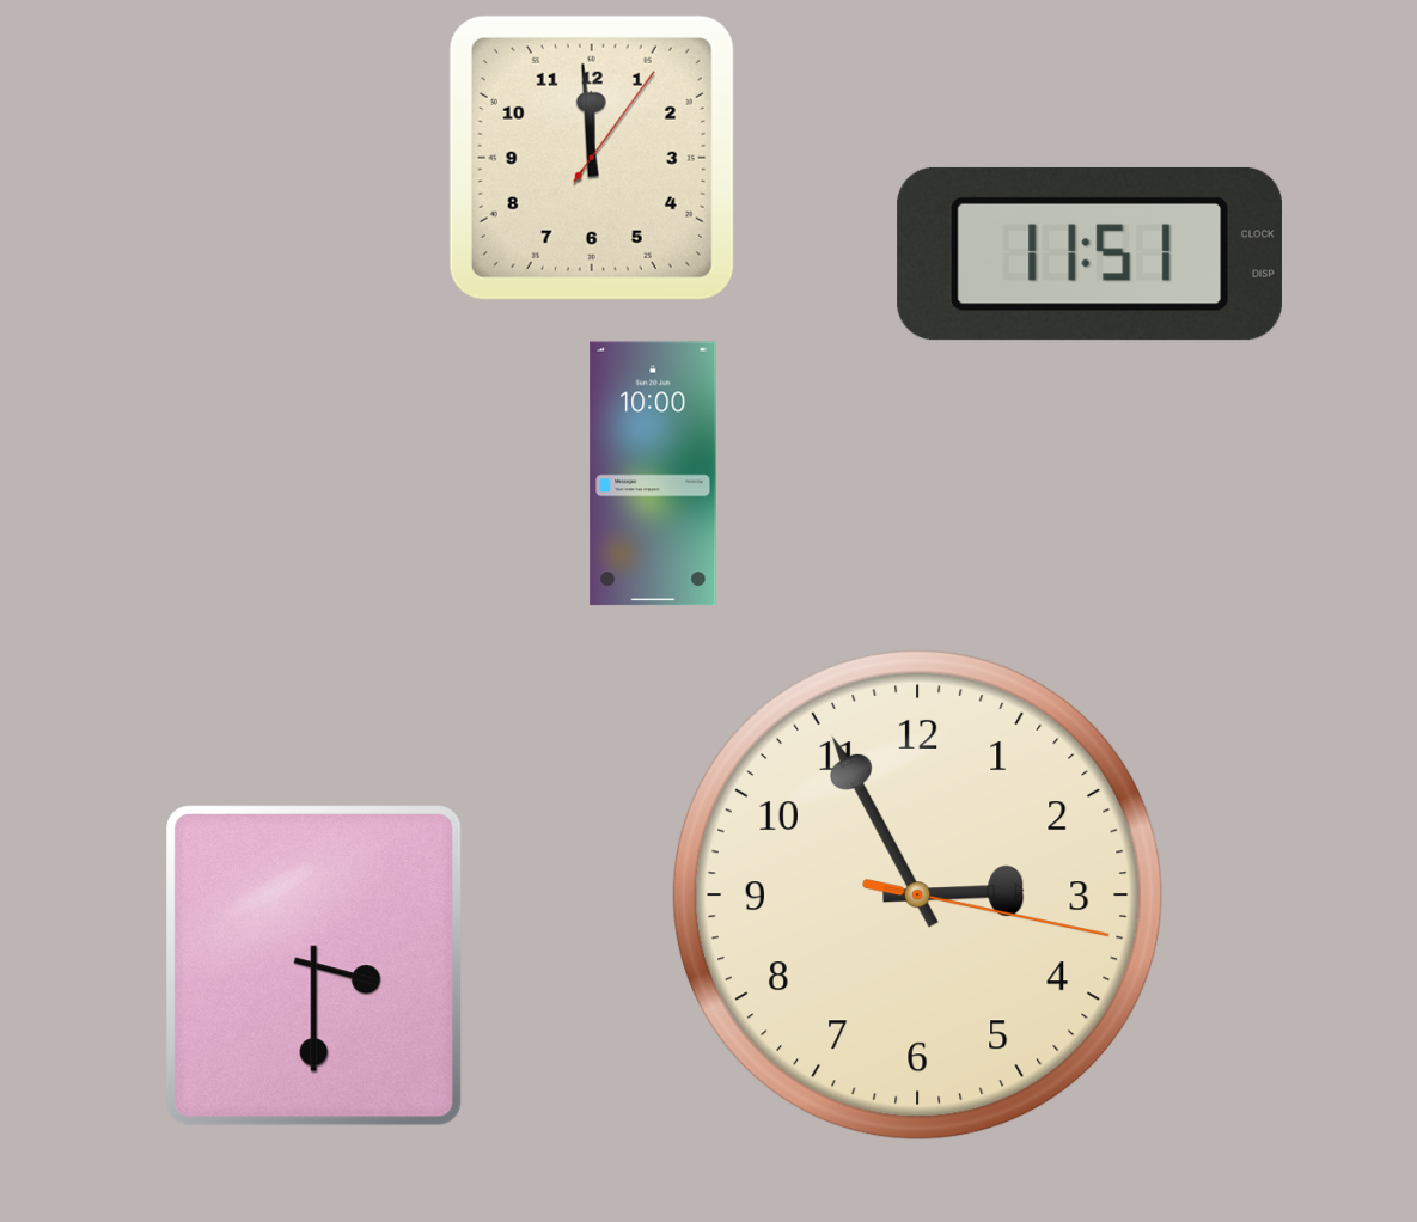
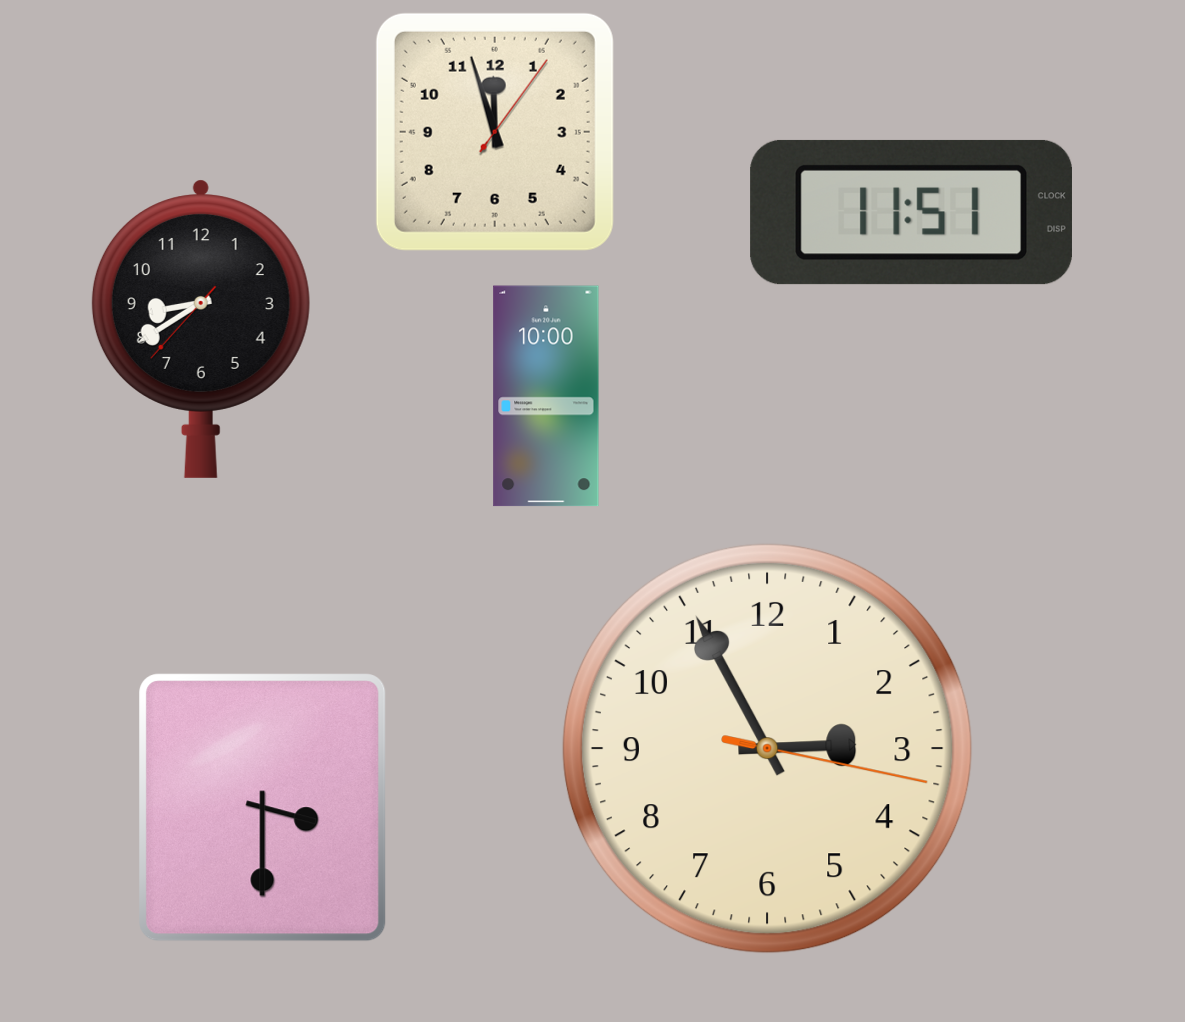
clock at (592, 158): 11:59 -> 11:57
clock at (201, 329): none -> 8:39
